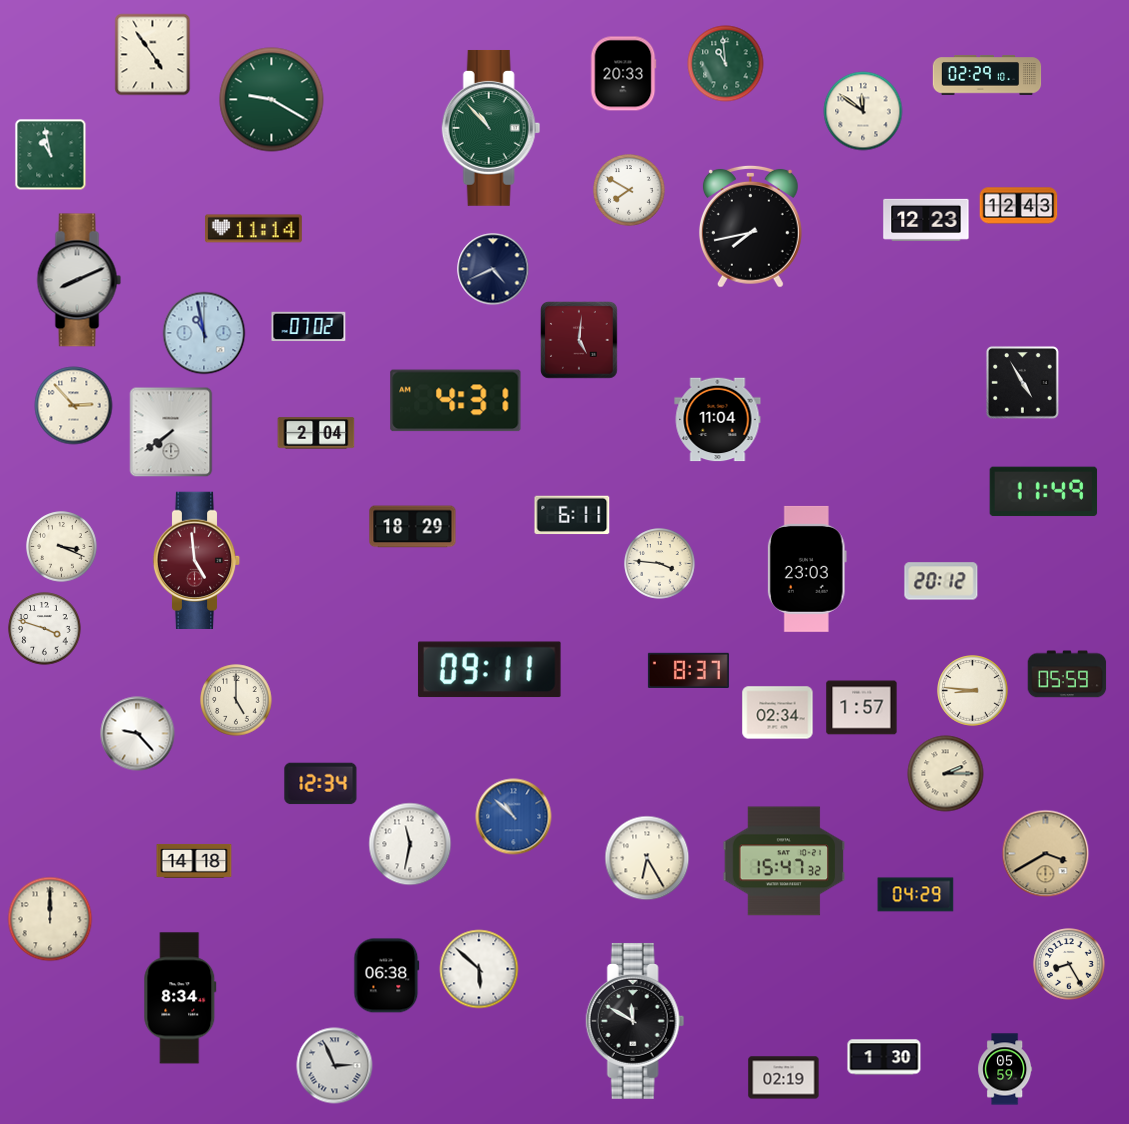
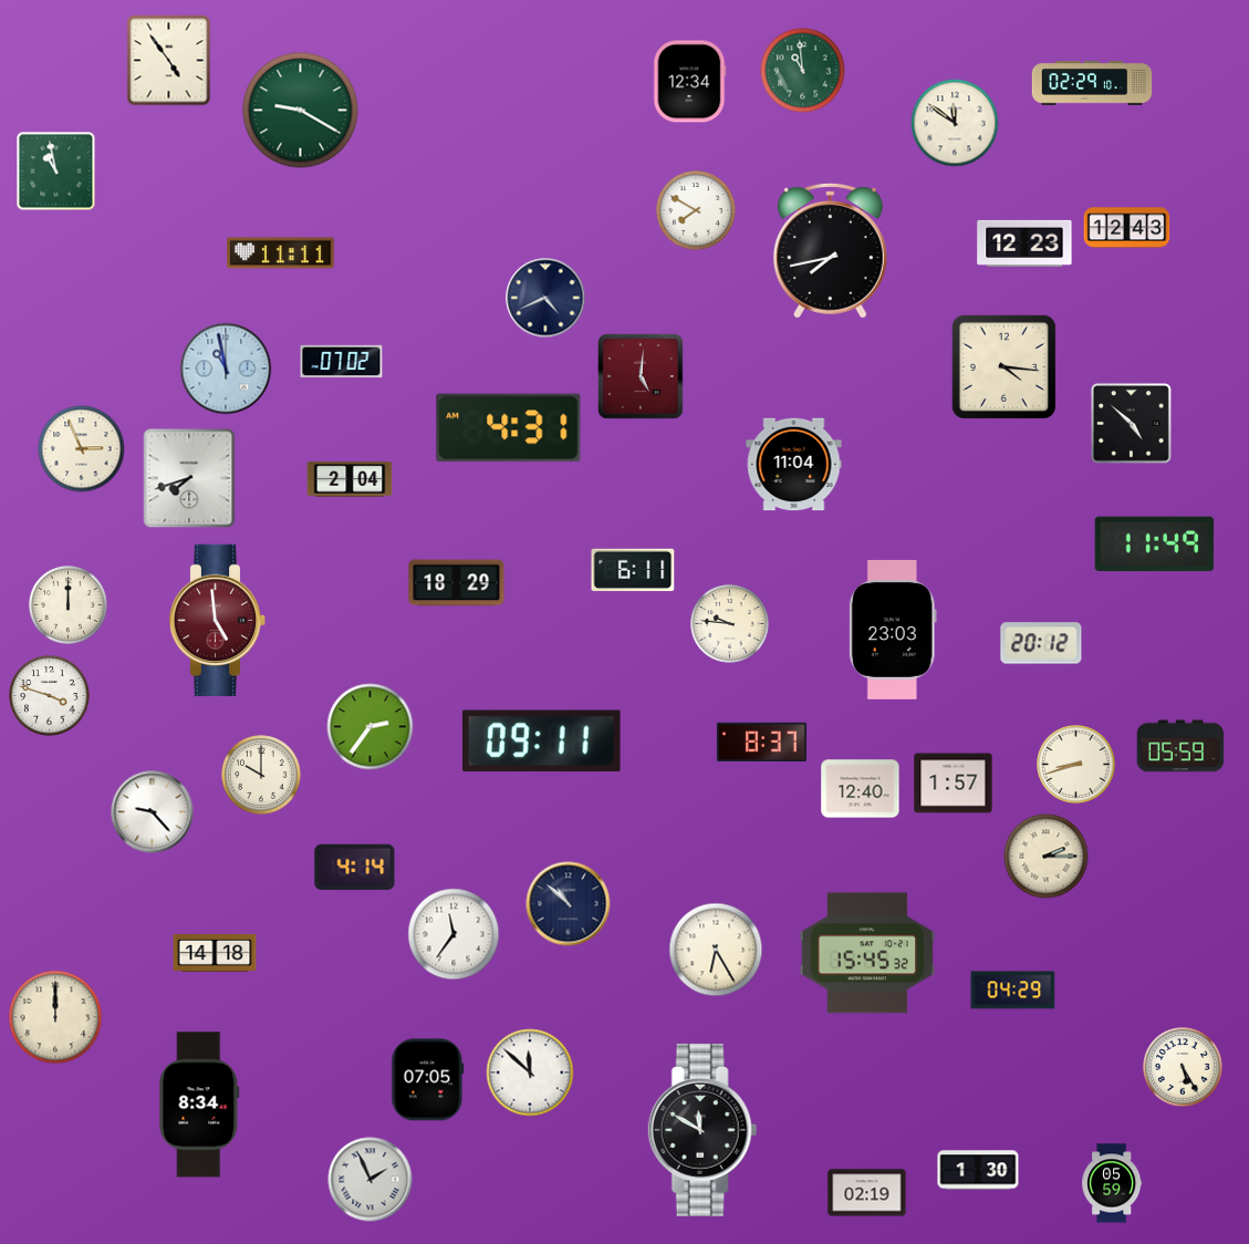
clock at (623, 74): 20:33 -> 12:34
clock at (491, 128): 10:53 -> none
clock at (254, 229): 11:14 -> 11:11
clock at (79, 280): 8:11 -> none
clock at (1003, 366): none -> 4:16
clock at (1022, 382): 4:55 -> 4:52
clock at (456, 401) position: (456, 401) -> (509, 428)
clock at (74, 406): 2:53 -> 2:56
clock at (171, 432): 7:39 -> 7:42
clock at (62, 547): 3:19 -> 12:00
clock at (660, 564): 3:46 -> 9:46
clock at (371, 727): none -> 2:36
clock at (973, 691): 8:46 -> 8:42
clock at (236, 700): 5:00 -> 10:00
clock at (778, 713): 02:34 -> 12:40
clock at (321, 784): 12:34 -> 4:14
clock at (514, 817) dial: blue -> navy
clock at (410, 844): 11:32 -> 11:36
clock at (1046, 854): 3:40 -> none
clock at (784, 861): 15:47 -> 15:45
clock at (1069, 964): 8:25 -> 5:25
clock at (479, 969): 5:52 -> 11:52
clock at (387, 976): 06:38 -> 07:05
clock at (335, 1066): 2:56 -> 1:56
